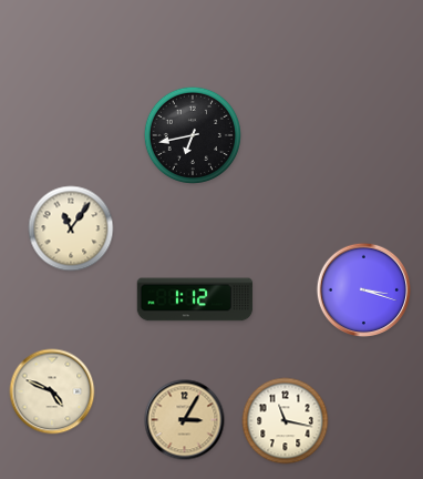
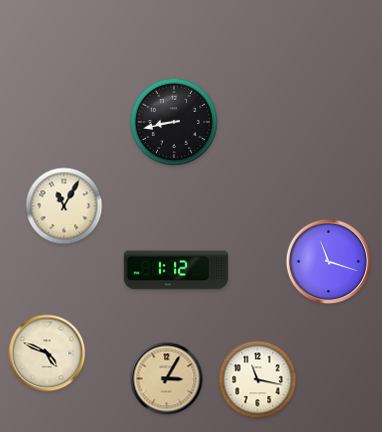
clock at (193, 135): 6:43 -> 8:43
clock at (71, 228): 11:06 -> 11:05
clock at (364, 291): 3:18 -> 11:18
